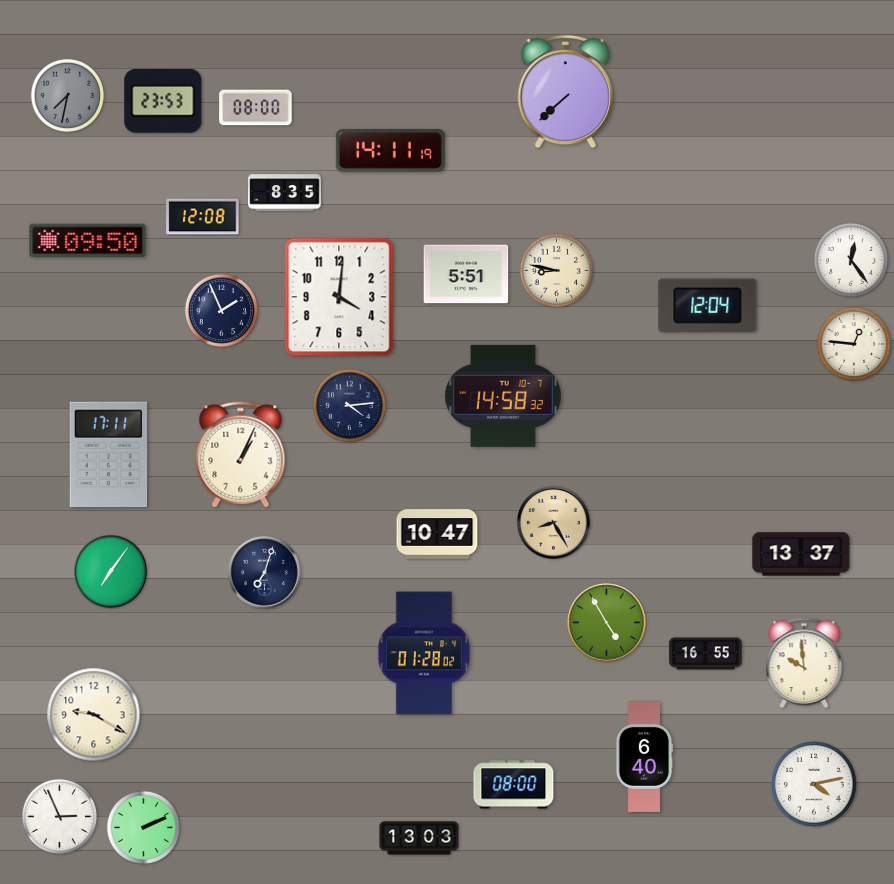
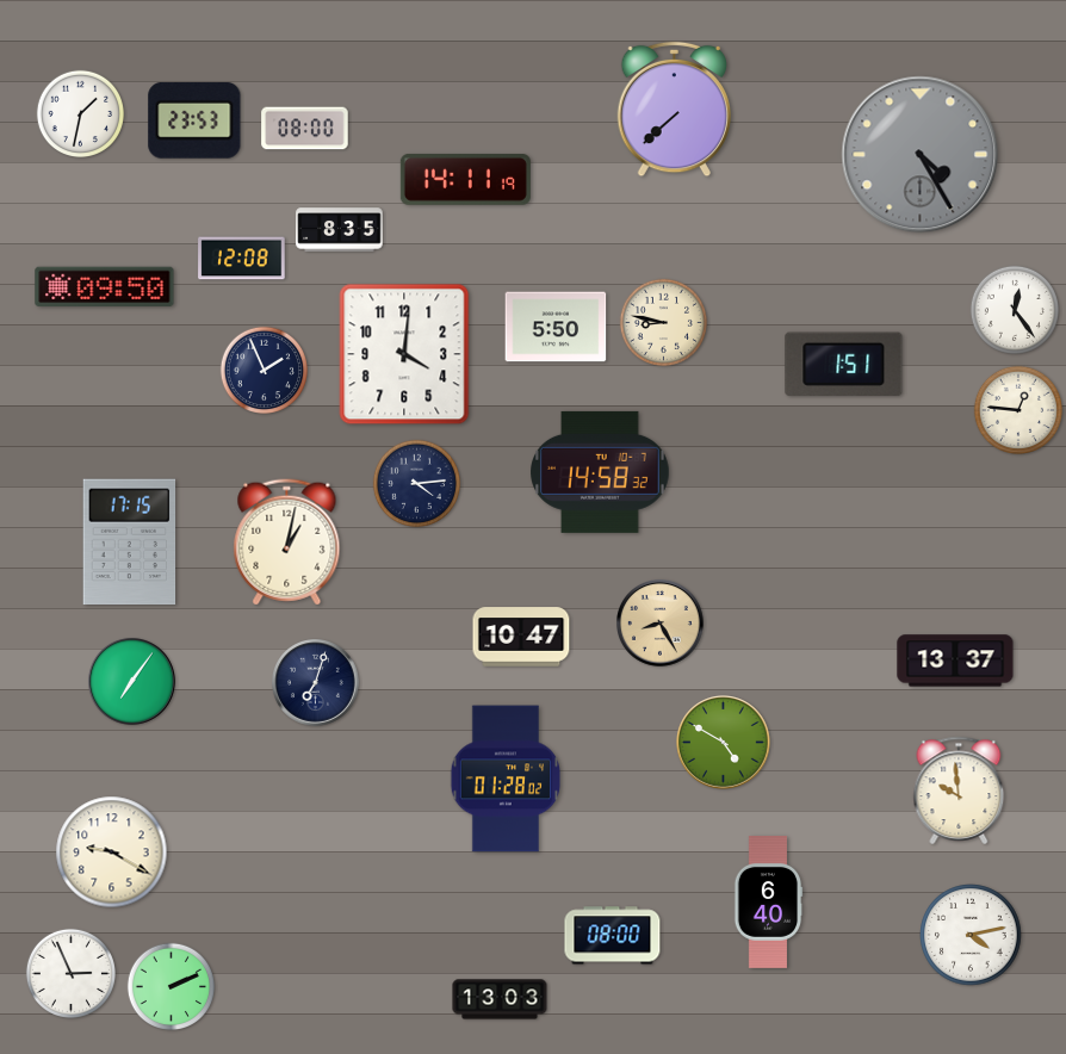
clock at (68, 96): 7:32 -> 1:32
clock at (68, 96) dial: grey -> white
clock at (921, 155): none -> 4:25
clock at (466, 274): 5:51 -> 5:50
clock at (708, 306): 12:04 -> 1:51
clock at (109, 455): 17:11 -> 17:15
clock at (241, 455): 1:04 -> 1:02
clock at (607, 623): 4:55 -> 4:50
clock at (706, 654): 16:55 -> none
